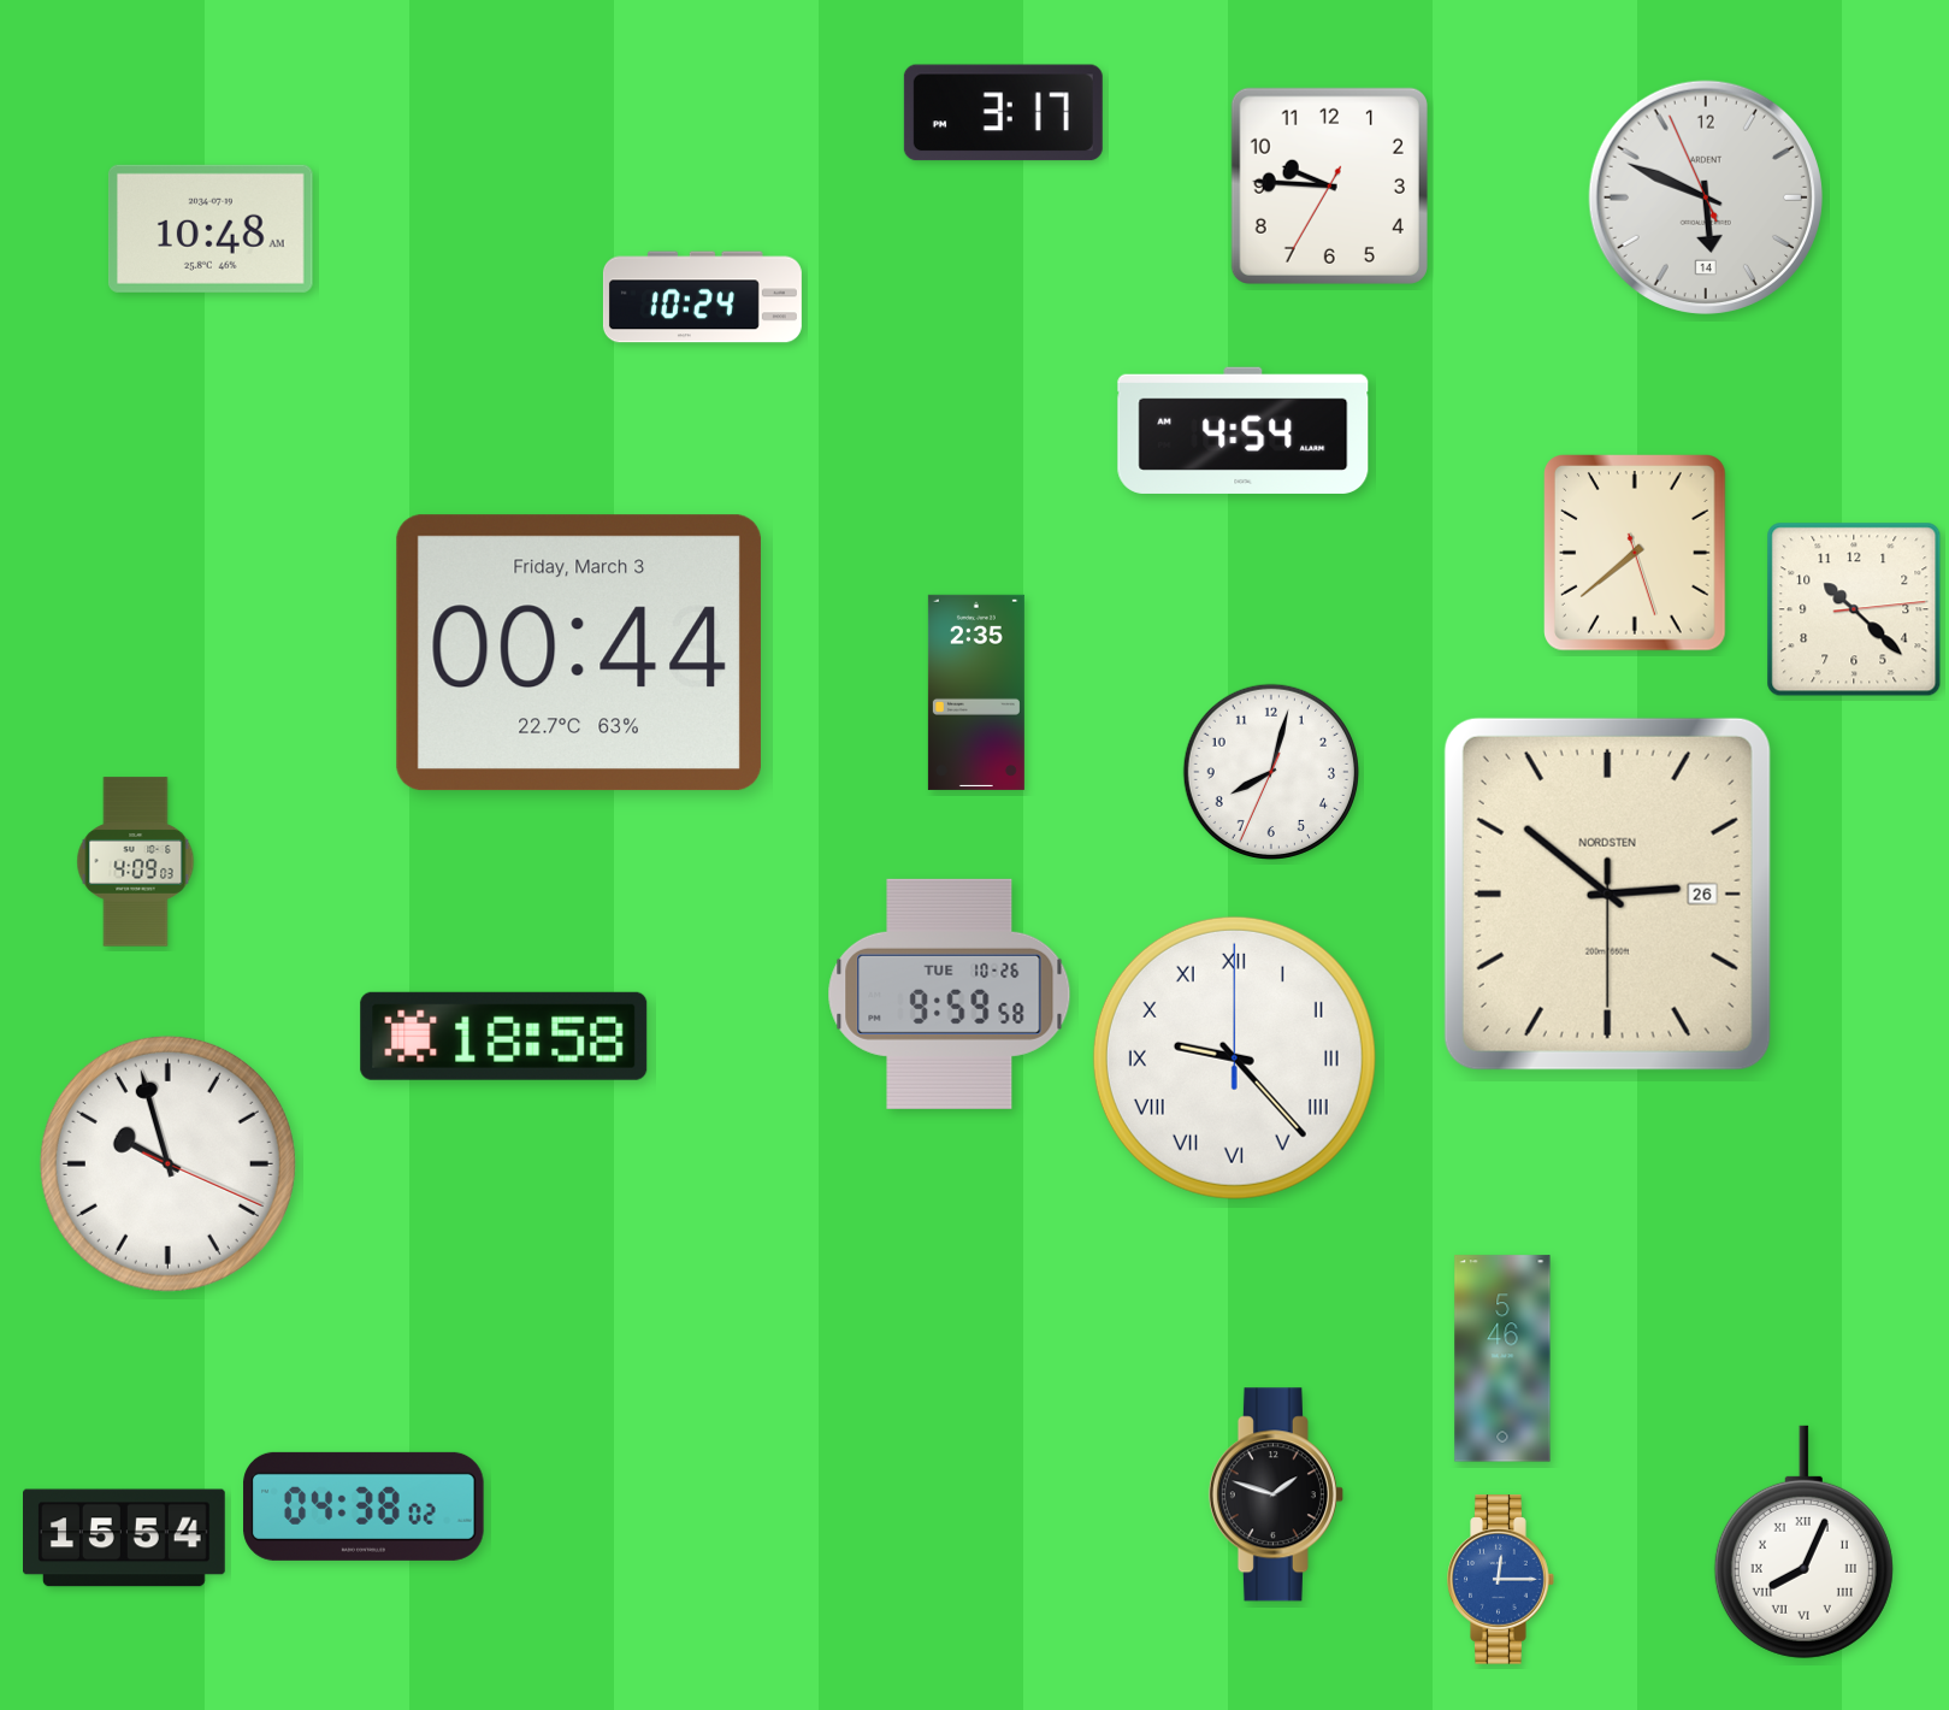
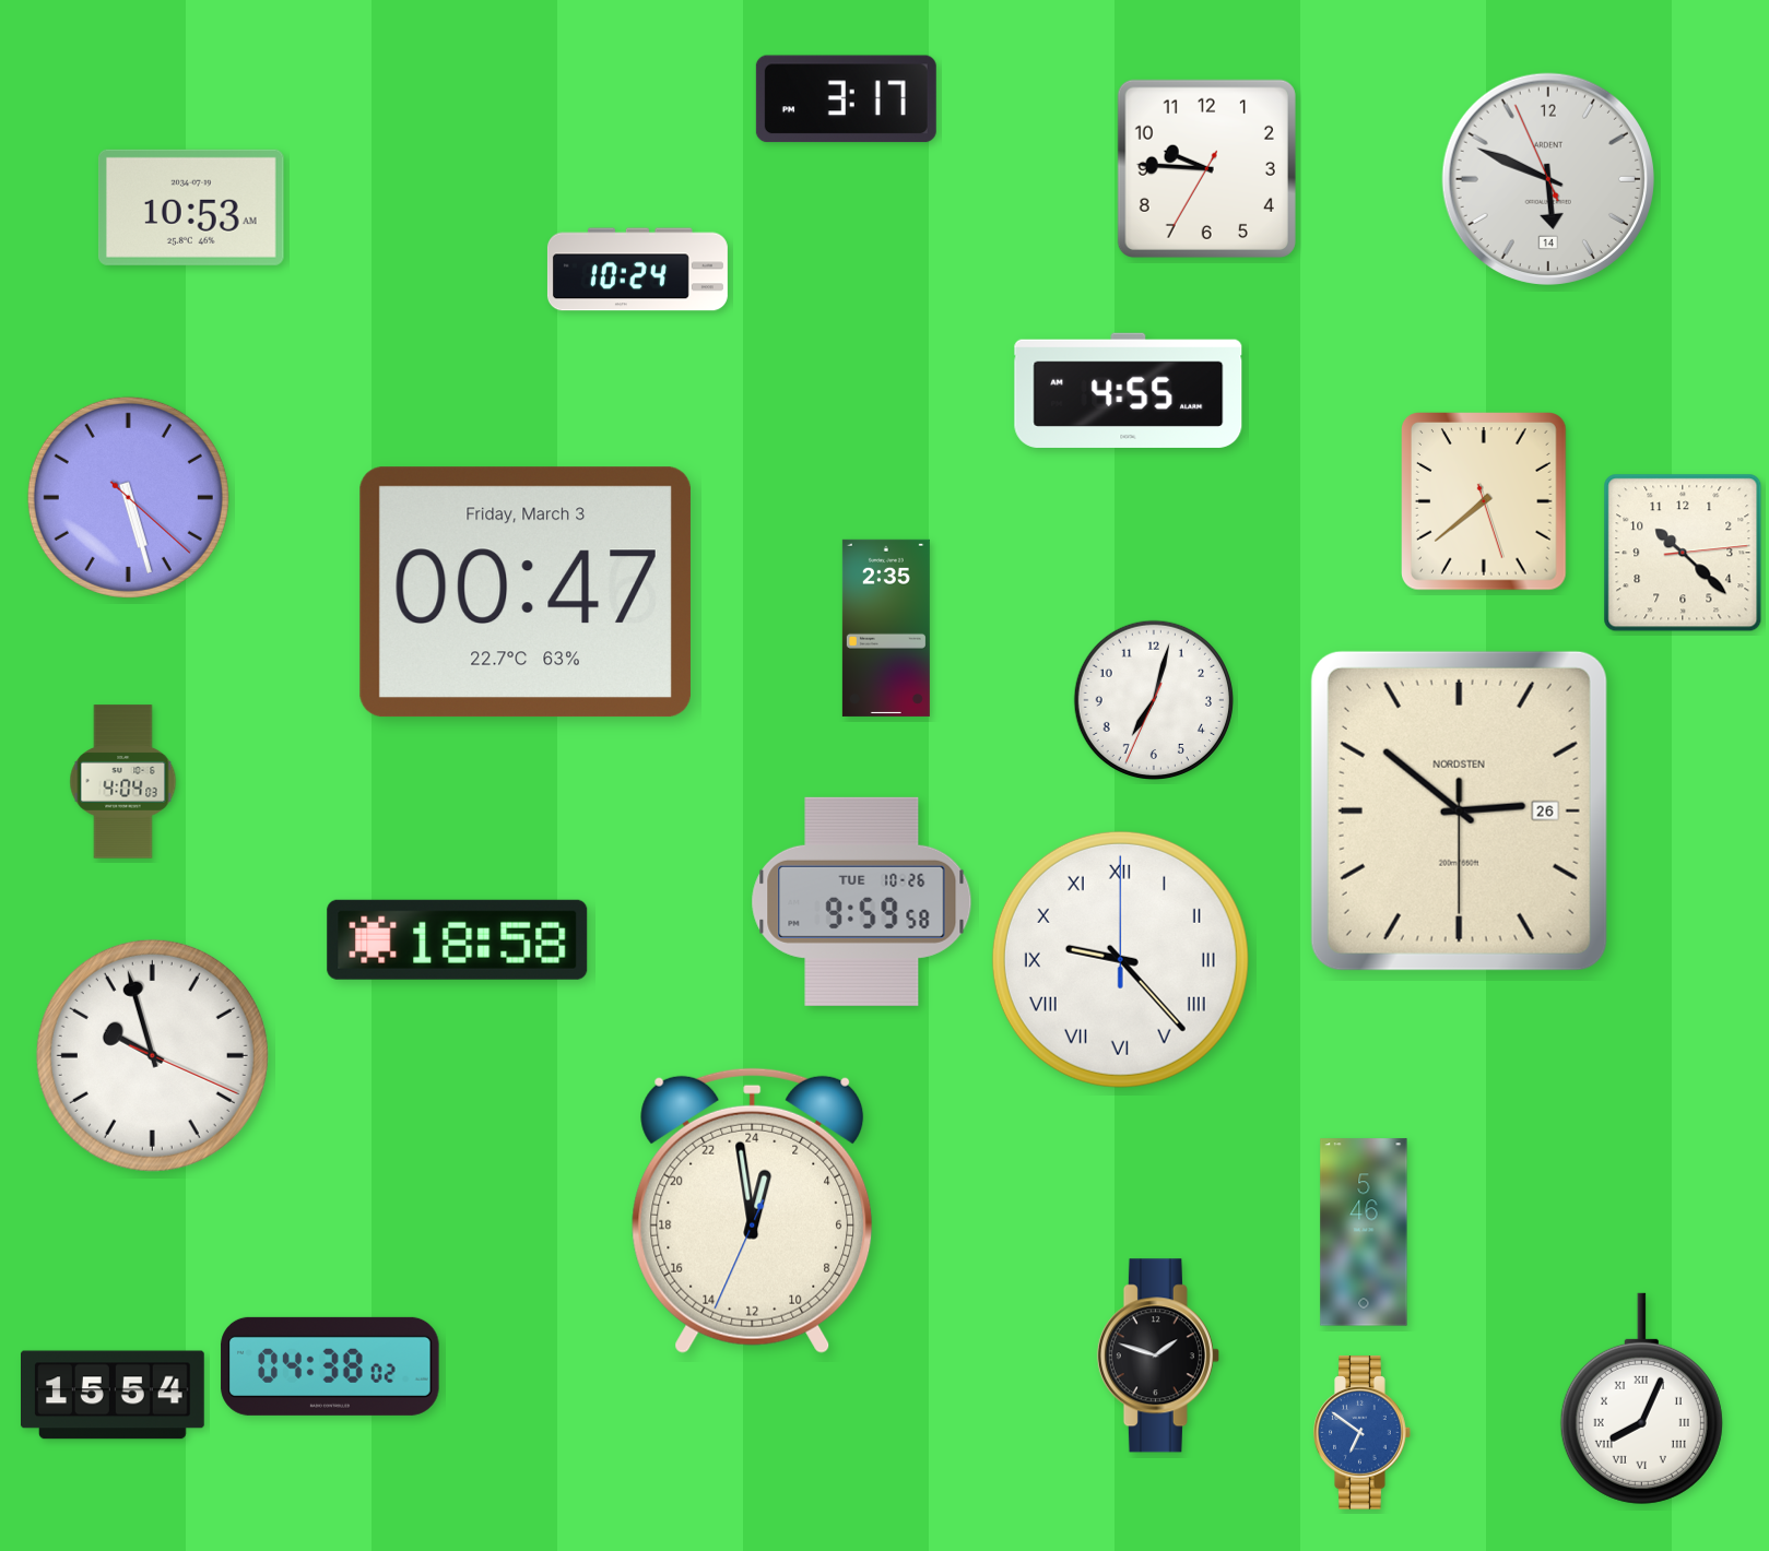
clock at (1003, 113) position: (1003, 113) -> (846, 99)
clock at (211, 229): 10:48 -> 10:53
clock at (1244, 430): 4:54 -> 4:55
clock at (128, 497): none -> 5:27
clock at (579, 653): 00:44 -> 00:47
clock at (1271, 772): 8:02 -> 7:02
clock at (136, 862): 4:09 -> 4:04
clock at (753, 1210): none -> 0:58
clock at (1803, 1541) position: (1803, 1541) -> (1641, 1398)
clock at (1501, 1580): 12:15 -> 6:51
